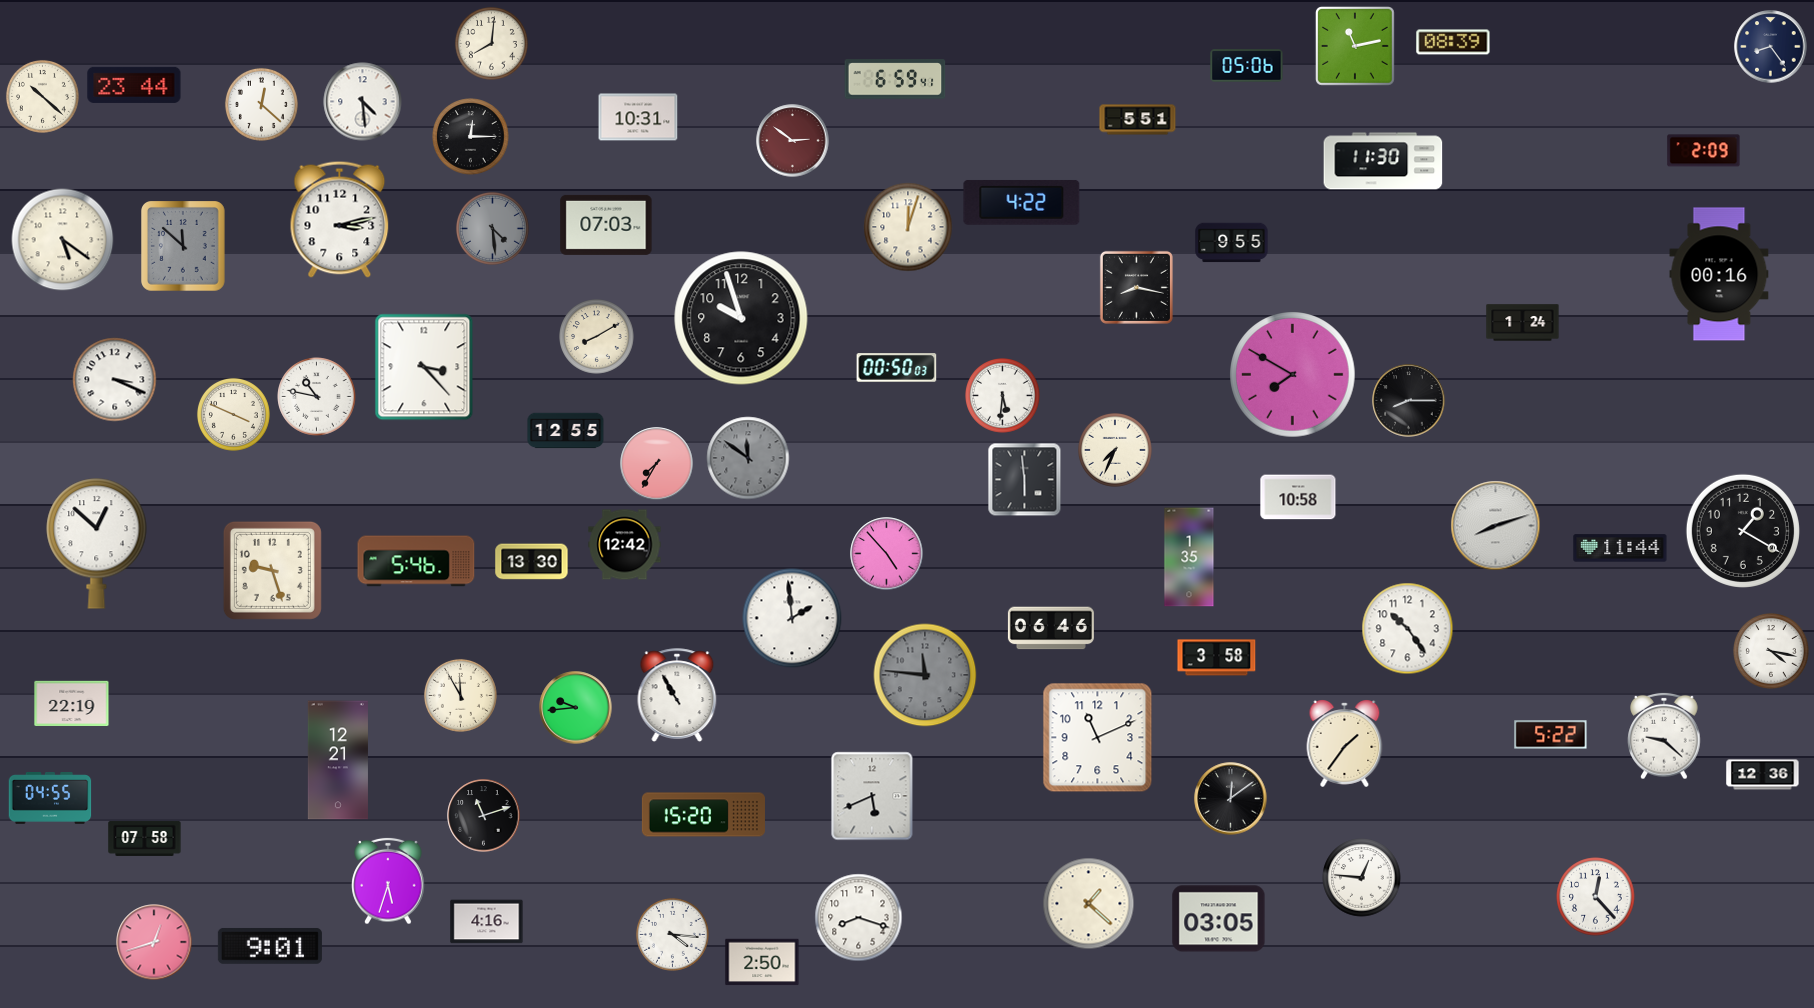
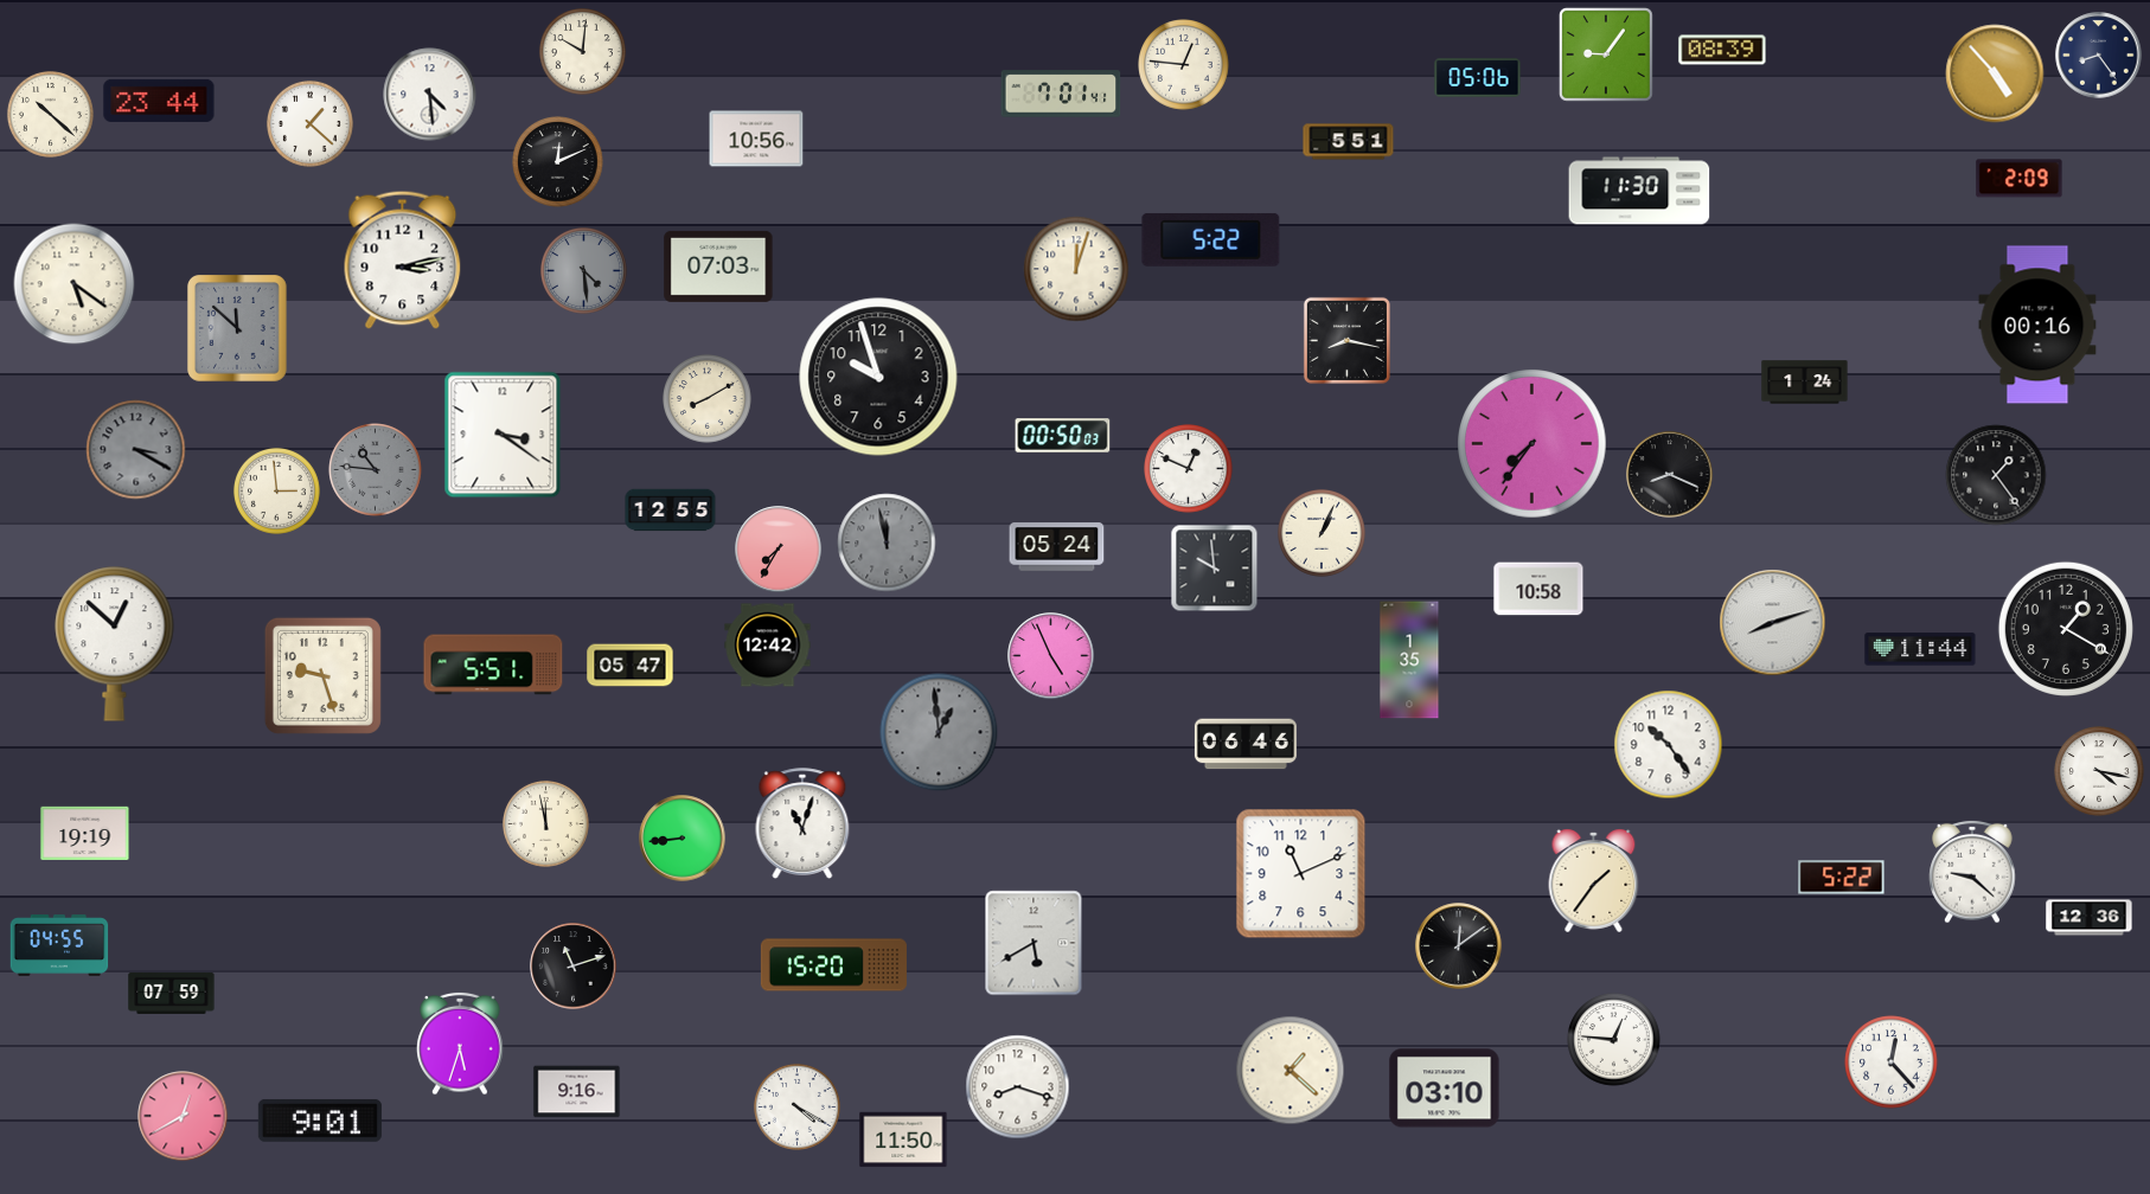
clock at (491, 43): 8:01 -> 10:01
clock at (1355, 46): 11:13 -> 9:06
clock at (1184, 65): none -> 12:46
clock at (1995, 73): none -> 4:53
clock at (895, 79): 6:59 -> 7:01
clock at (363, 102) position: (363, 102) -> (430, 95)
clock at (261, 104): 12:22 -> 1:22
clock at (638, 117): 10:31 -> 10:56
clock at (471, 137): 12:15 -> 12:11
clock at (793, 141): 2:51 -> none
clock at (1022, 202): 4:22 -> 5:22
clock at (1232, 243): 9:55 -> none
clock at (184, 247) position: (184, 247) -> (238, 329)
clock at (424, 367): 3:23 -> 3:21
clock at (1293, 375): 7:50 -> 7:36
clock at (115, 380): 3:19 -> 3:20
clock at (115, 380) dial: white -> grey
clock at (1003, 396): 5:31 -> 12:49
clock at (317, 397): 10:47 -> 10:46
clock at (317, 397) dial: white -> grey
clock at (1409, 401): 8:15 -> 8:19
clock at (1996, 475): none -> 1:24
clock at (233, 414): 3:49 -> 2:59
clock at (1116, 451): 7:34 -> 1:04
clock at (748, 458): 11:51 -> 11:58
clock at (1057, 547): none -> 05:24
clock at (1025, 480): 5:59 -> 9:59
clock at (625, 545) position: (625, 545) -> (768, 646)
clock at (887, 554): 4:53 -> 4:56
clock at (416, 561): 5:46 -> 5:51
clock at (532, 562): 13:30 -> 05:47
clock at (792, 618): 1:59 -> 12:59
clock at (792, 618) dial: white -> grey
clock at (1217, 658): 3:58 -> none
clock at (925, 675): 11:46 -> none
clock at (460, 695): 11:55 -> 11:58
clock at (677, 695): 10:55 -> 11:03
clock at (72, 704): 22:19 -> 19:19
clock at (576, 708): 9:44 -> 8:44
clock at (1551, 735) position: (1551, 735) -> (1842, 878)
clock at (338, 760): 12:21 -> none
clock at (872, 796): 5:41 -> 5:40
clock at (145, 838): 07:58 -> 07:59
clock at (1219, 919): 03:05 -> 03:10
clock at (487, 922): 4:16 -> 9:16
clock at (672, 934): 4:16 -> 4:20
clock at (154, 942): 12:42 -> 12:40
clock at (762, 962): 2:50 -> 11:50
